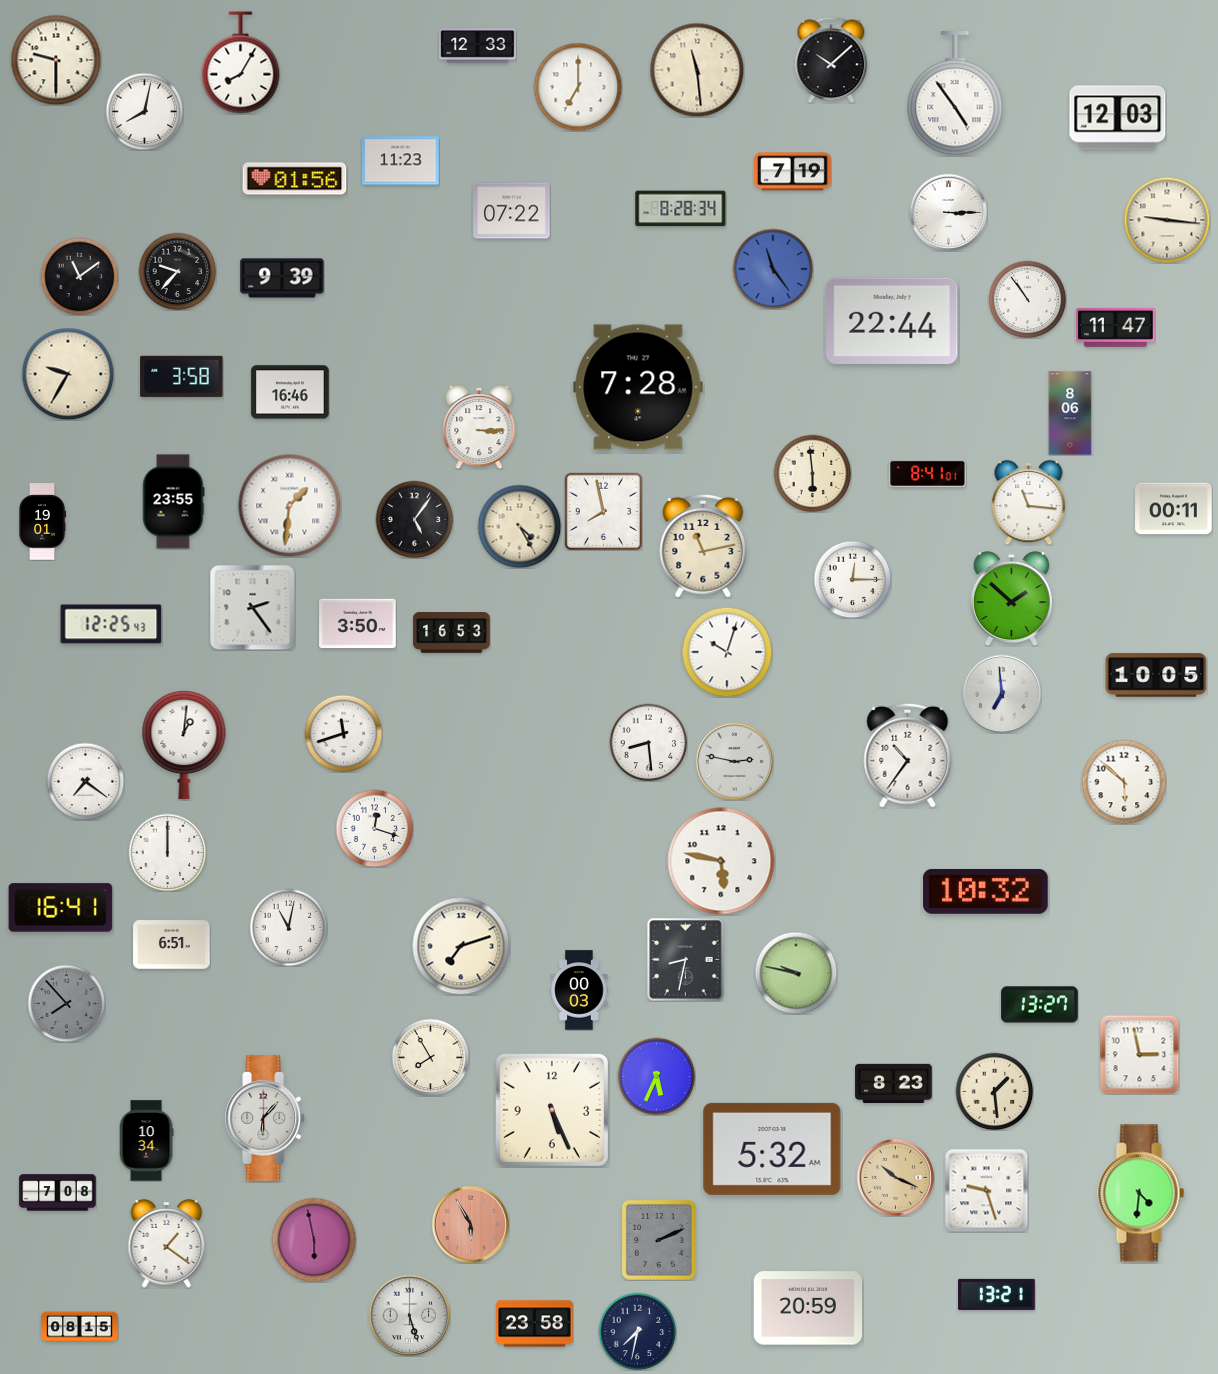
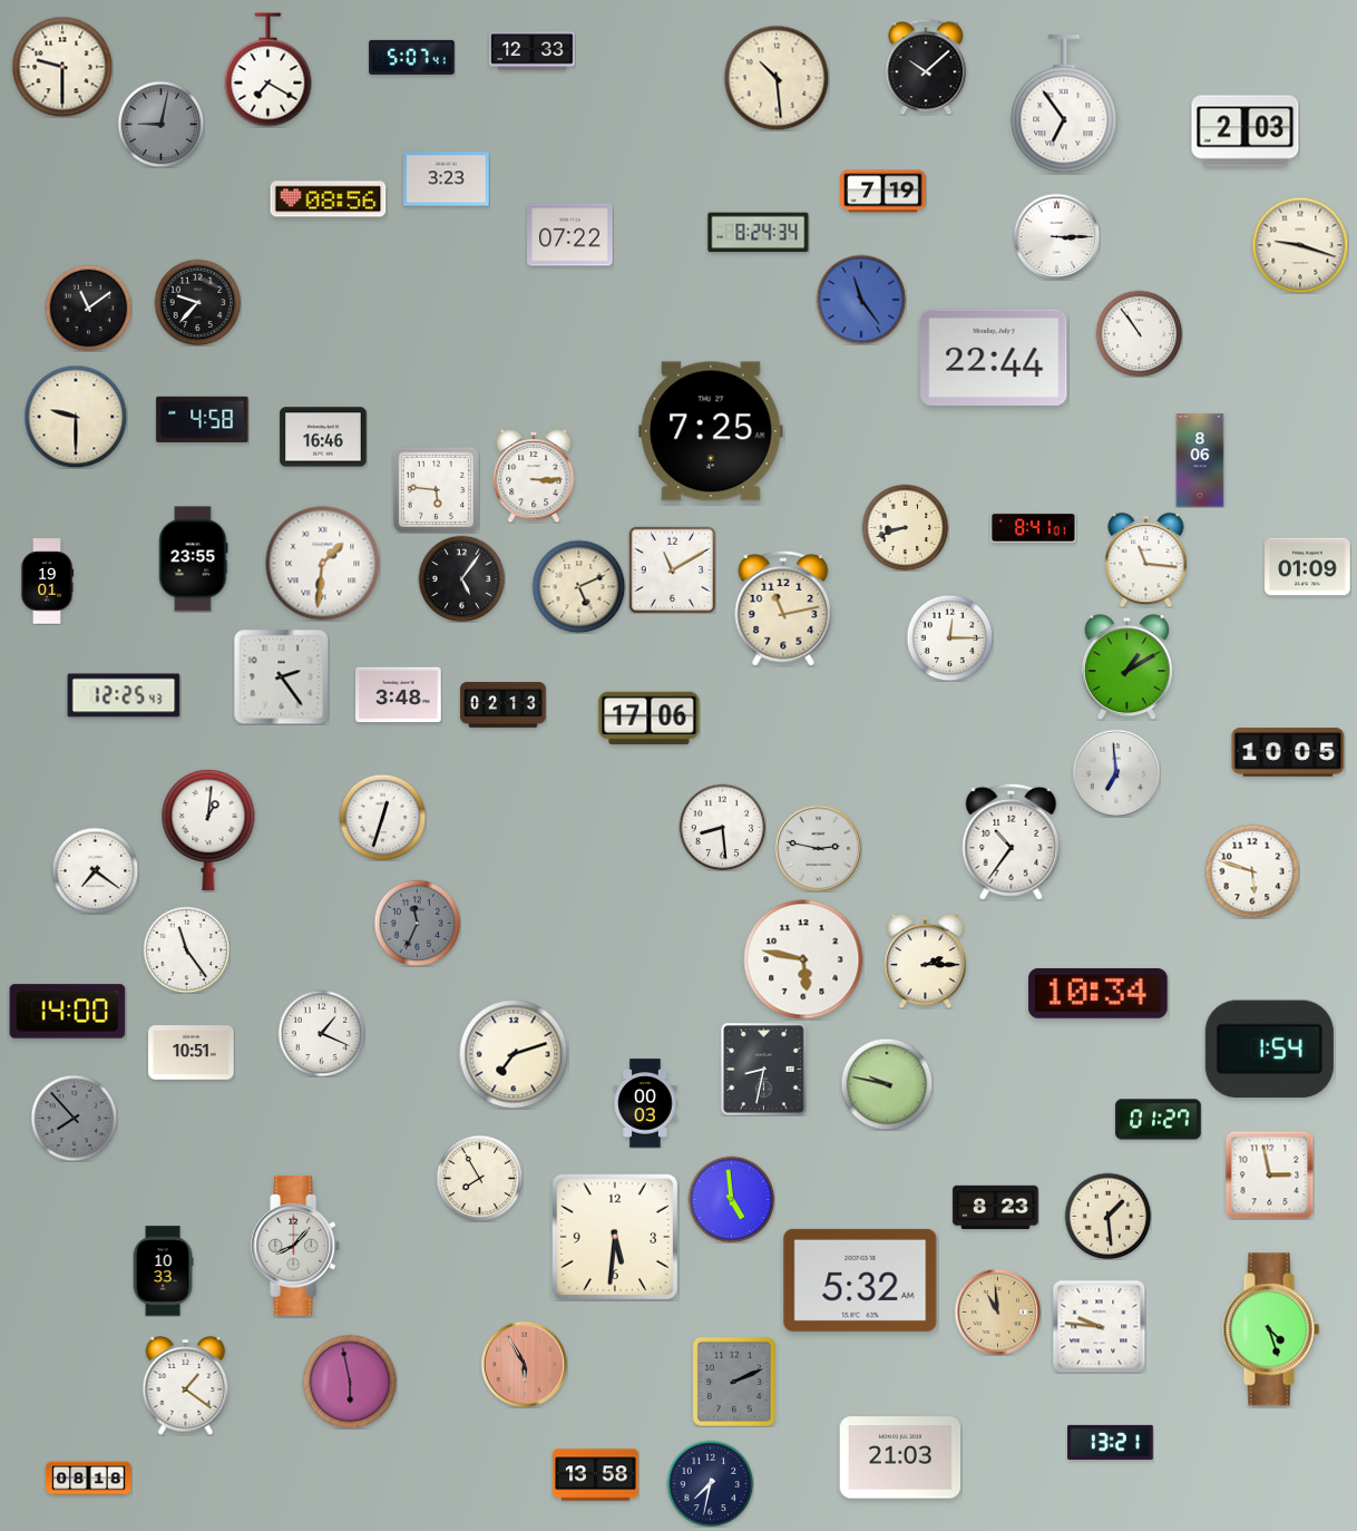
clock at (412, 57): none -> 5:07
clock at (241, 63): 8:05 -> 7:20
clock at (697, 70): 11:29 -> 10:29
clock at (578, 87): 7:00 -> none
clock at (955, 94): 4:54 -> 6:54
clock at (144, 111): 8:02 -> 9:02
clock at (144, 111) dial: white -> grey
clock at (1118, 118): 12:03 -> 2:03
clock at (401, 161): 11:23 -> 3:23
clock at (295, 179): 01:56 -> 08:56
clock at (681, 209): 8:28 -> 8:24
clock at (1167, 220): 9:16 -> 9:18
clock at (282, 278): 9:39 -> none
clock at (1027, 299) position: (1027, 299) -> (1139, 333)
clock at (1116, 327): 11:47 -> none
clock at (68, 374): 9:35 -> 9:30
clock at (182, 376): 3:58 -> 4:58
clock at (638, 387): 7:28 -> 7:25
clock at (1070, 413) position: (1070, 413) -> (1200, 460)
clock at (436, 489): none -> 5:46
clock at (812, 473): 5:59 -> 8:42
clock at (1174, 509): 00:11 -> 01:09
clock at (603, 511): 7:58 -> 11:10
clock at (519, 526): 4:25 -> 5:11
clock at (852, 579) position: (852, 579) -> (949, 637)
clock at (1011, 599): 1:52 -> 1:10
clock at (358, 624): 3:50 -> 3:48
clock at (452, 633): 16:53 -> 02:13
clock at (650, 718): none -> 17:06
clock at (727, 652): 10:03 -> none
clock at (343, 733): 11:42 -> 12:33
clock at (184, 745) position: (184, 745) -> (208, 830)
clock at (1124, 782): 5:52 -> 5:48
clock at (374, 828): 12:18 -> 11:34
clock at (374, 828) dial: white -> grey
clock at (167, 852): 12:00 -> 11:24
clock at (926, 960): none -> 2:15
clock at (986, 891): 10:32 -> 10:34
clock at (61, 908): 16:41 -> 14:00
clock at (288, 927): 11:02 -> 1:19
clock at (1269, 1050): none -> 1:54
clock at (172, 945): 6:51 -> 10:51
clock at (1040, 1005): 13:27 -> 01:27
clock at (656, 1076): 5:34 -> 4:59
clock at (551, 1109): 5:26 -> 5:31
clock at (266, 1118): 6:07 -> 8:07
clock at (146, 1141): 10:34 -> 10:33
clock at (895, 1177): 10:19 -> 10:59
clock at (986, 1190): 9:27 -> 9:46
clock at (58, 1193): 7:08 -> none
clock at (1141, 1193): 4:31 -> 4:27
clock at (808, 1308): 20:59 -> 21:03
clock at (409, 1315): 5:27 -> none
clock at (535, 1324): 23:58 -> 13:58
clock at (80, 1327): 08:15 -> 08:18
